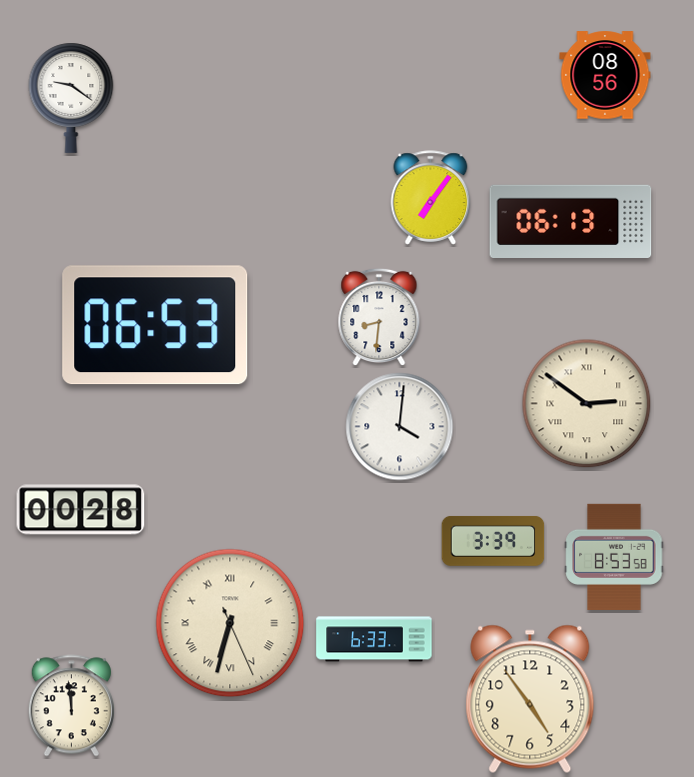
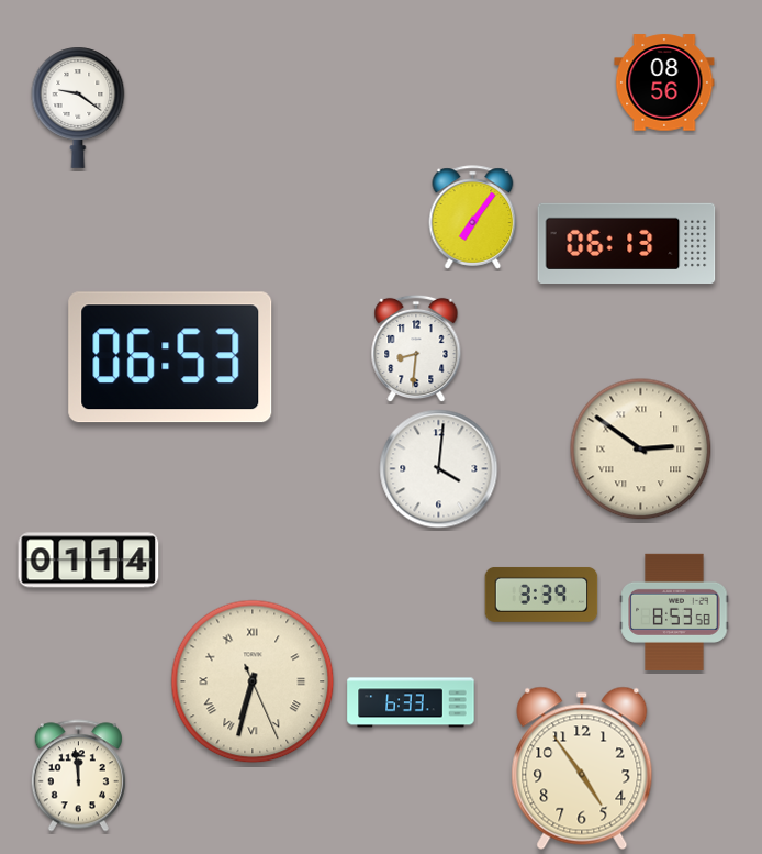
clock at (587, 404) position: (587, 404) -> (641, 450)
clock at (81, 510): 00:28 -> 01:14
clock at (230, 623) position: (230, 623) -> (253, 681)
